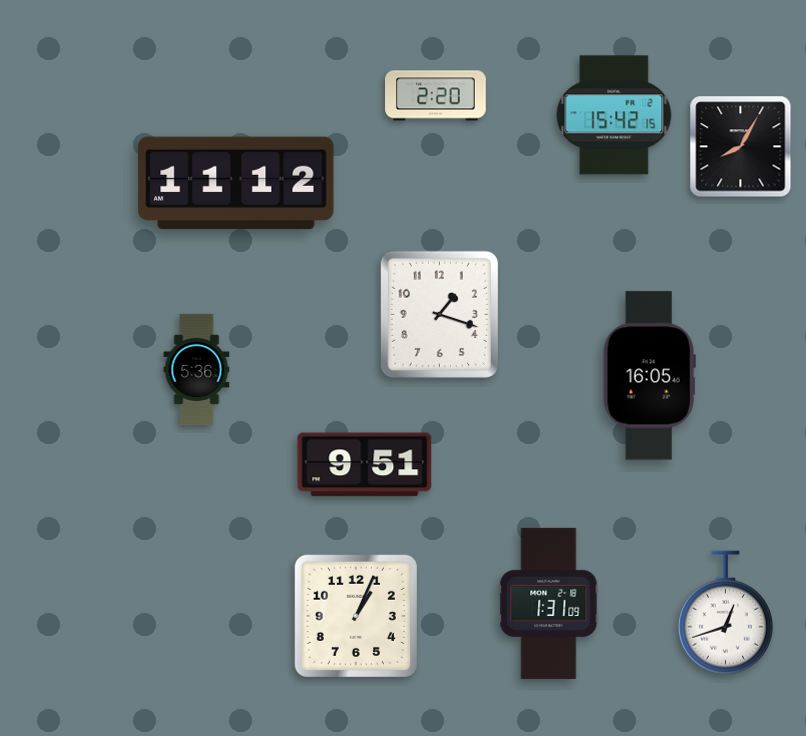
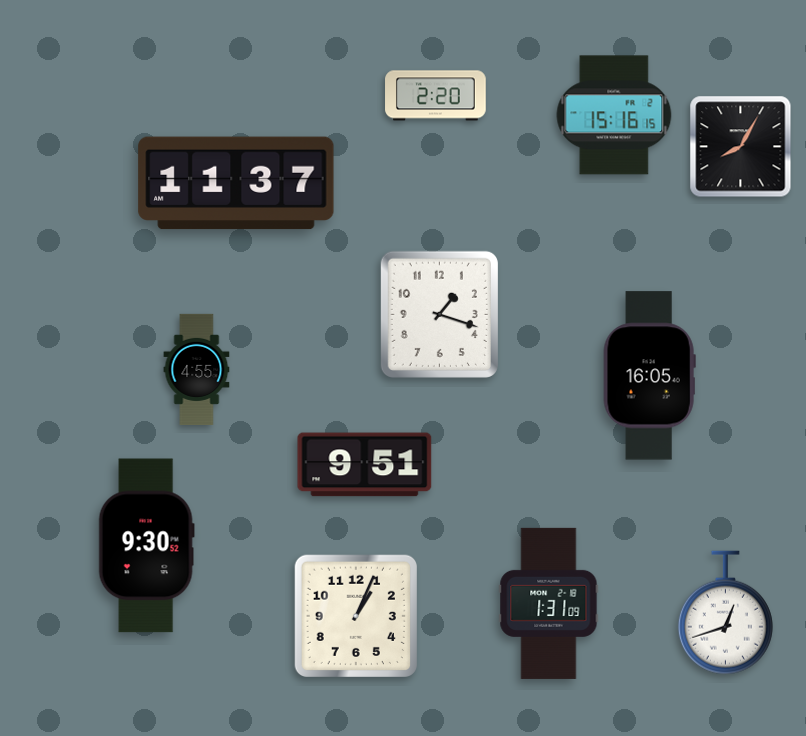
clock at (614, 115): 15:42 -> 15:16
clock at (236, 183): 11:12 -> 11:37
clock at (197, 369): 5:36 -> 4:55
clock at (146, 546): none -> 9:30
